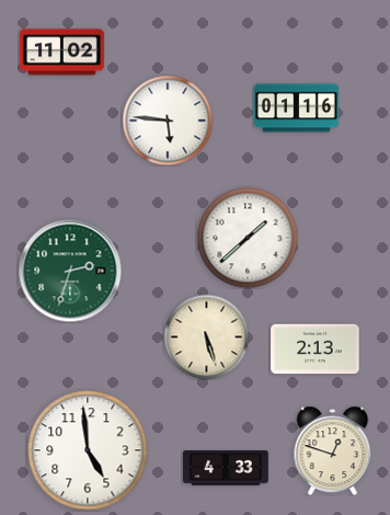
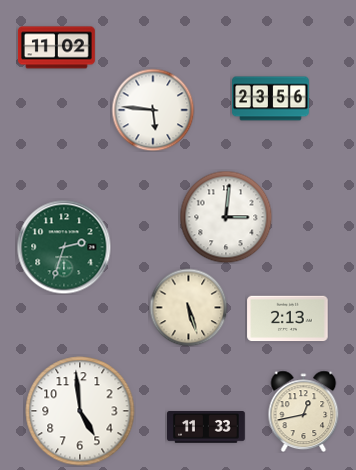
clock at (297, 108): 01:16 -> 23:56
clock at (248, 238): 1:38 -> 3:01
clock at (333, 450): 12:48 -> 12:43
clock at (227, 469): 4:33 -> 11:33
